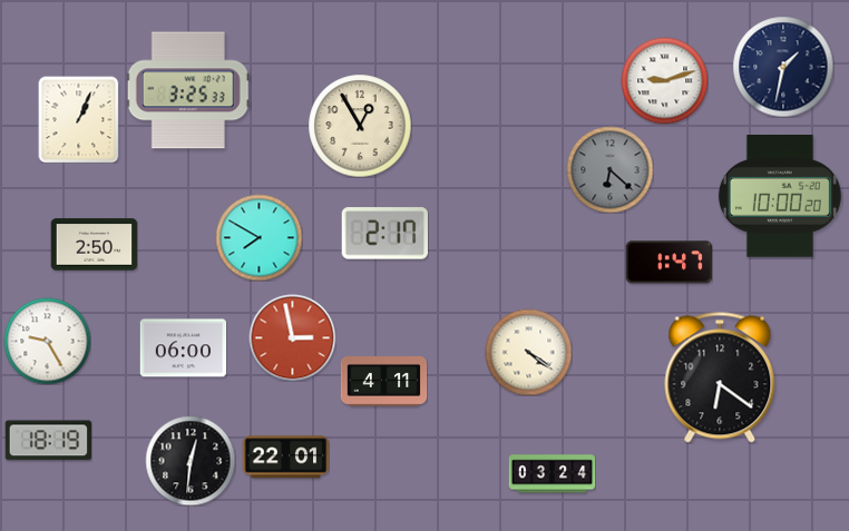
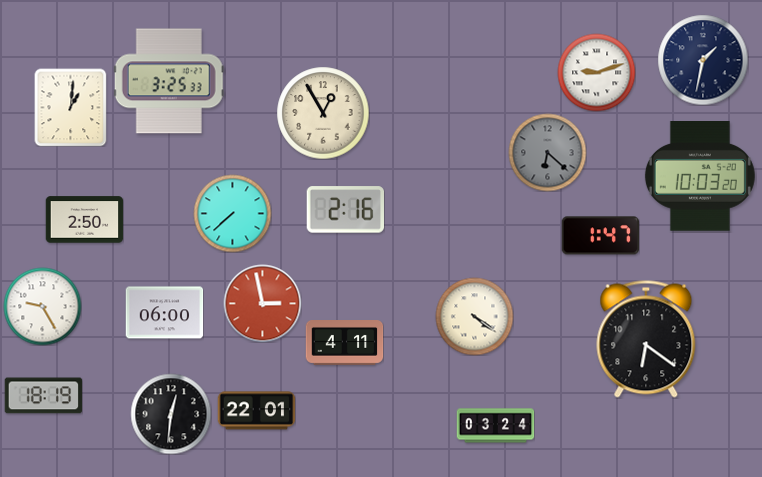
clock at (79, 119): 1:04 -> 1:01
clock at (780, 197): 10:00 -> 10:03
clock at (384, 234): 2:17 -> 2:16
clock at (258, 237): 7:50 -> 7:38
